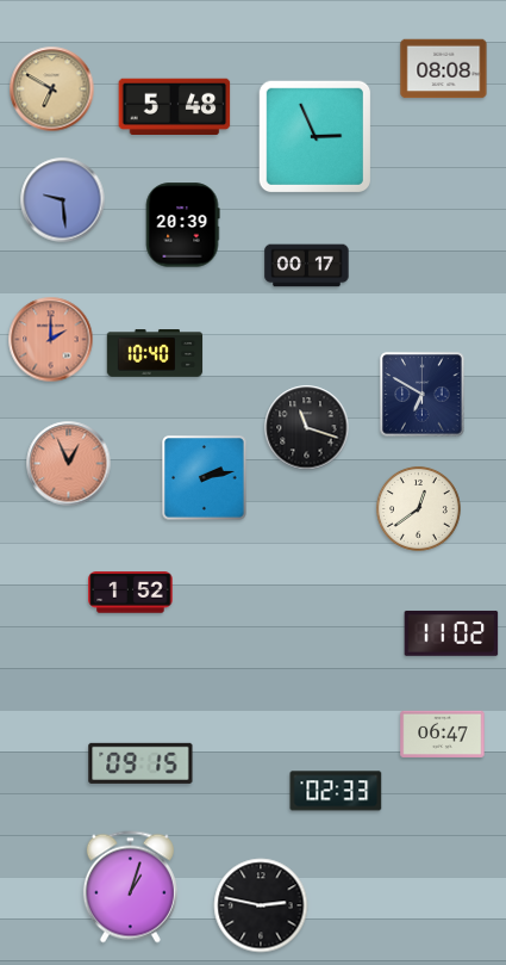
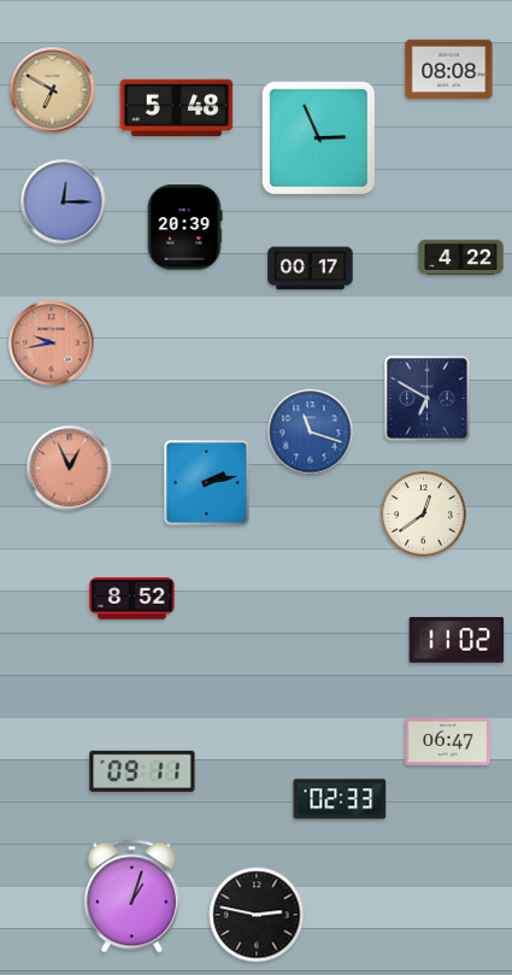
clock at (63, 200): 9:29 -> 12:15
clock at (461, 257): none -> 4:22
clock at (51, 340): 2:00 -> 9:43
clock at (155, 353): 10:40 -> none
clock at (307, 428) dial: black -> blue
clock at (131, 593): 1:52 -> 8:52
clock at (140, 763): 09:15 -> 09:11
clock at (261, 905) position: (261, 905) -> (257, 915)
